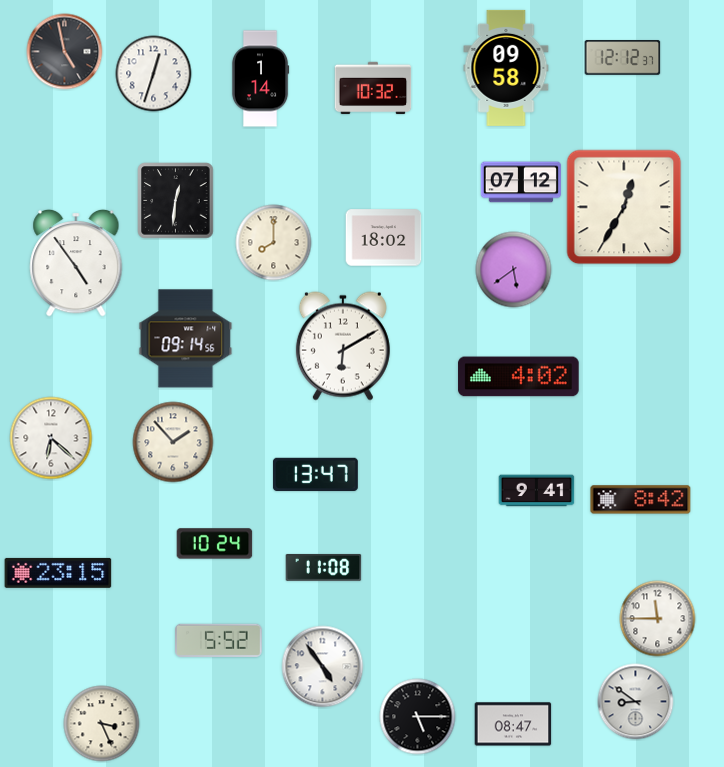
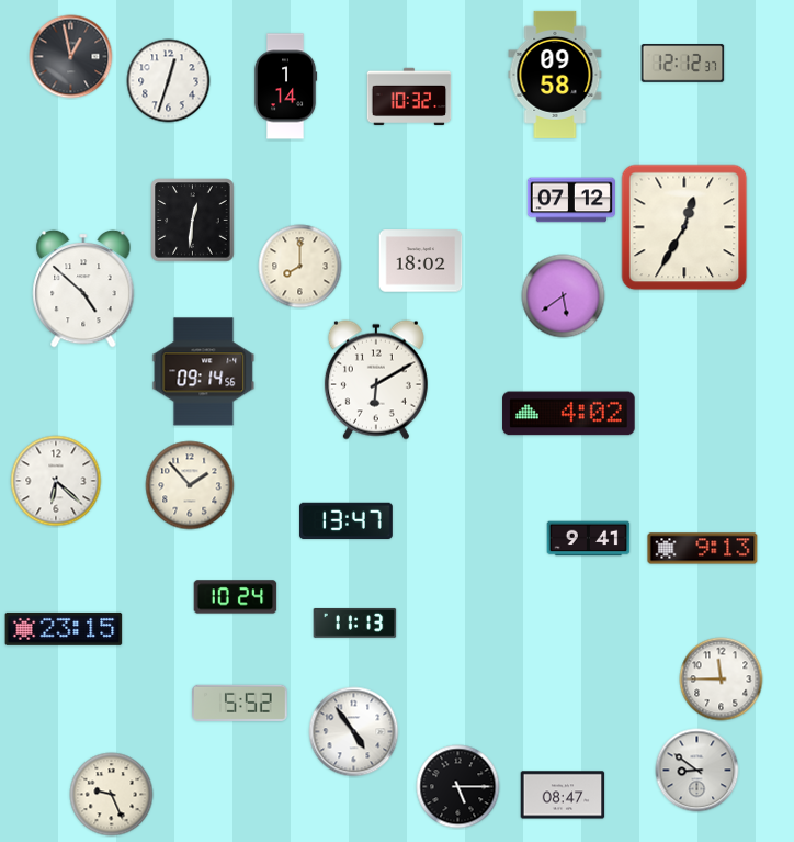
clock at (65, 52): 4:58 -> 12:58
clock at (76, 263): 4:54 -> 4:52
clock at (641, 500): 8:42 -> 9:13
clock at (324, 567): 11:08 -> 11:13
clock at (102, 724): 3:26 -> 9:26
